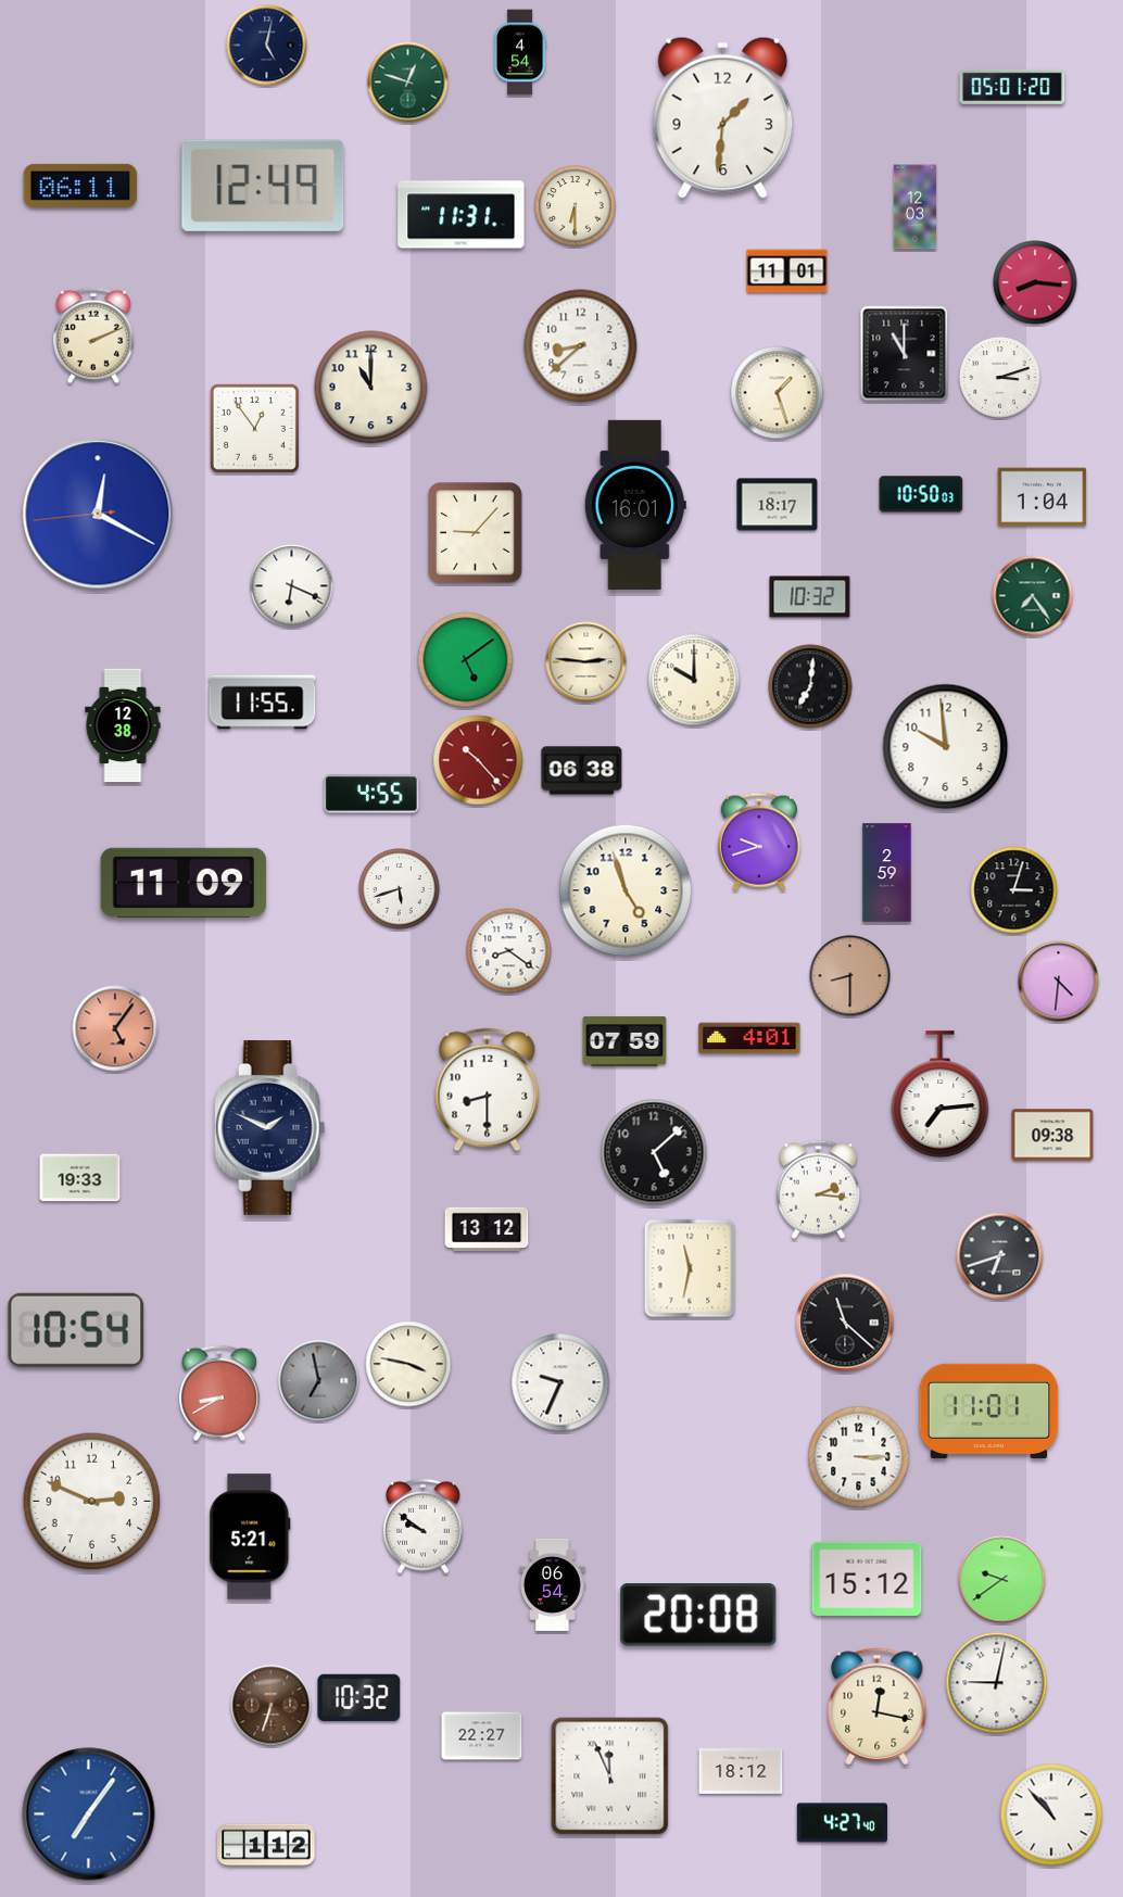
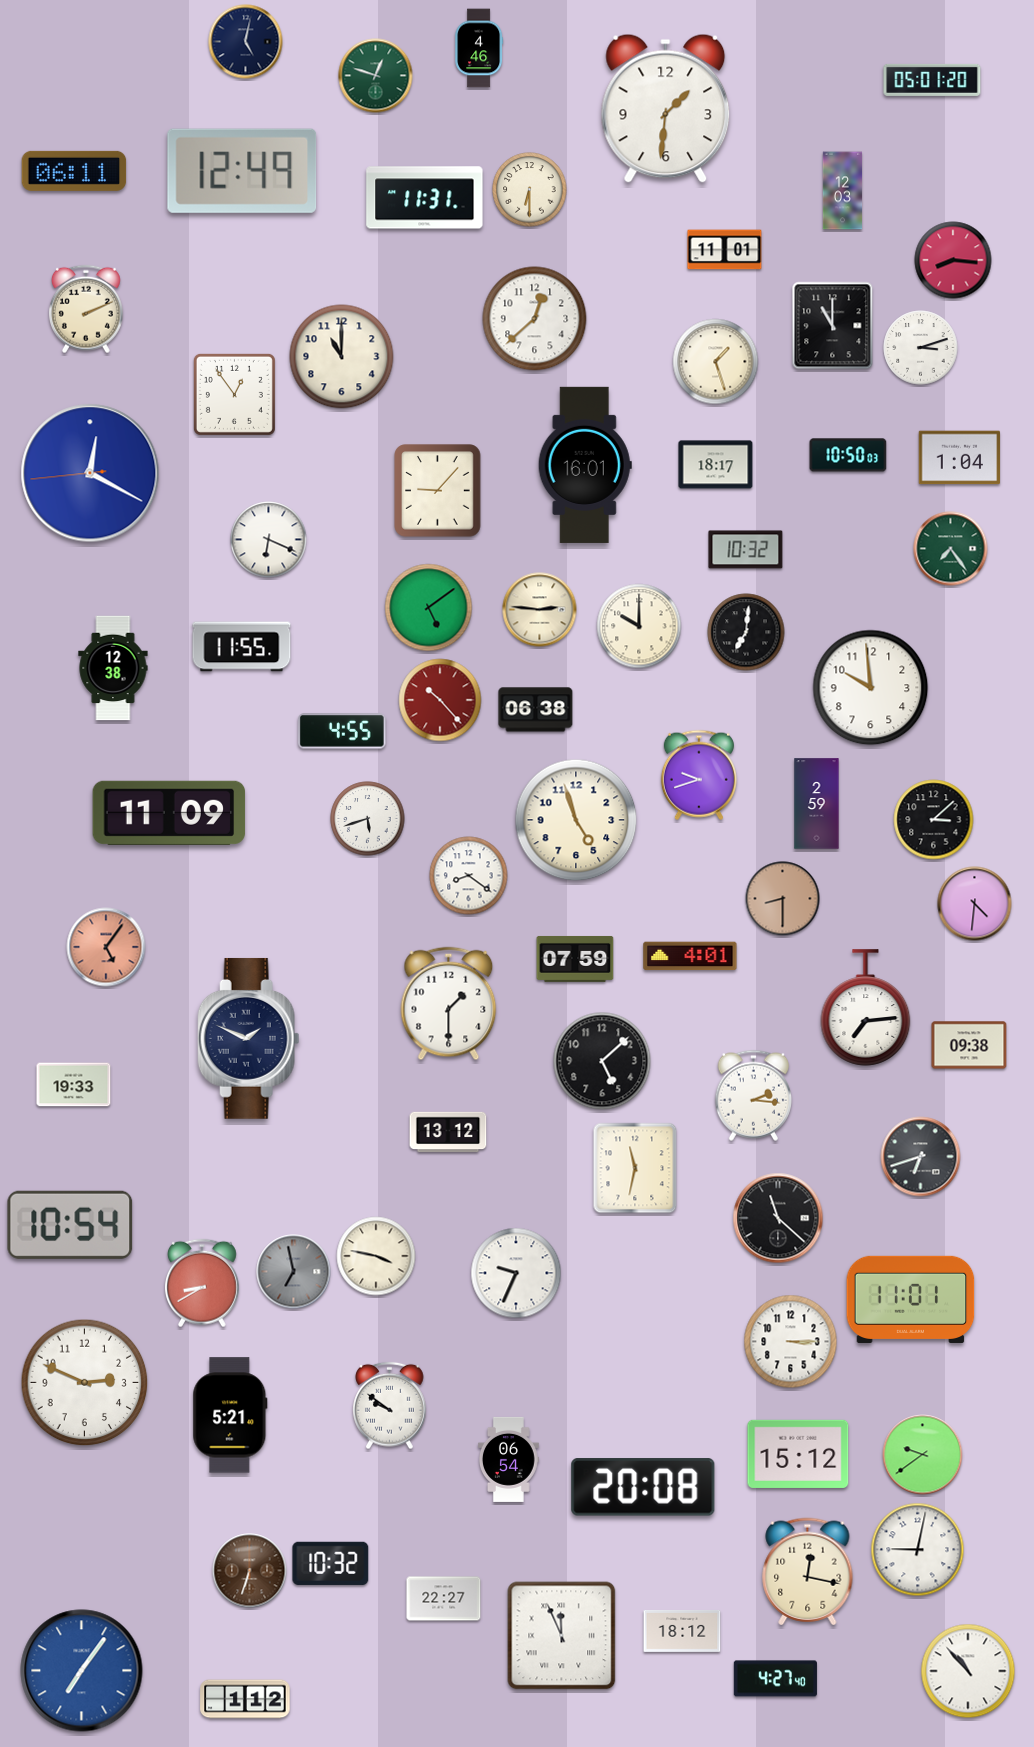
clock at (520, 52): 4:54 -> 4:46
clock at (581, 346): 8:38 -> 12:38
clock at (1014, 890): 3:03 -> 3:08
clock at (488, 1090): 8:30 -> 1:30
